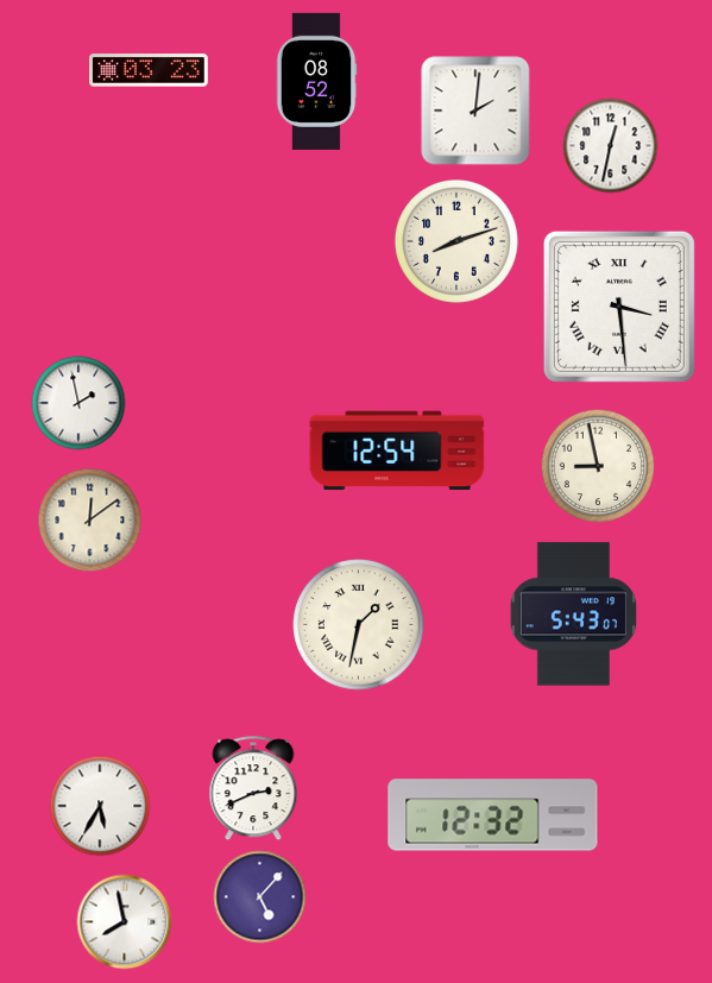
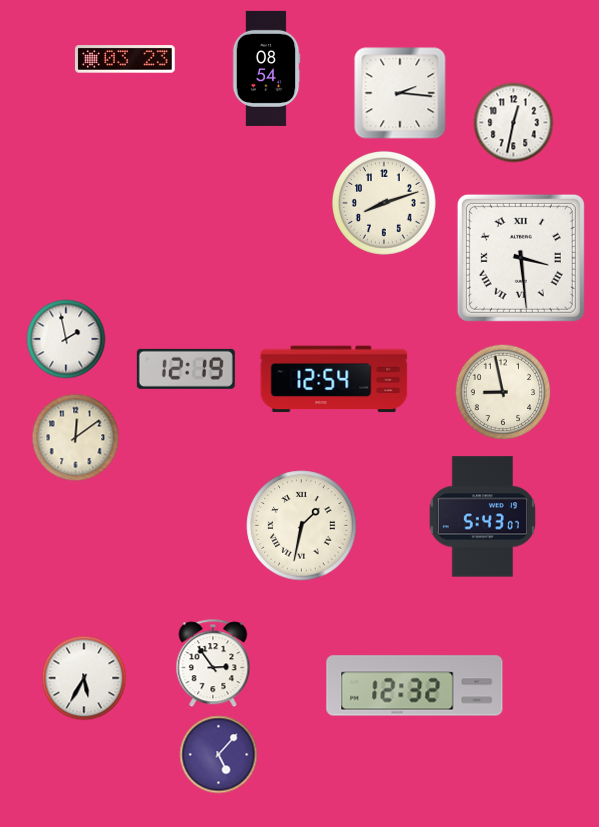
clock at (316, 81): 08:52 -> 08:54
clock at (475, 111): 2:01 -> 2:16
clock at (186, 369): none -> 12:19
clock at (253, 789): 2:41 -> 2:54
clock at (125, 922): 7:58 -> none
